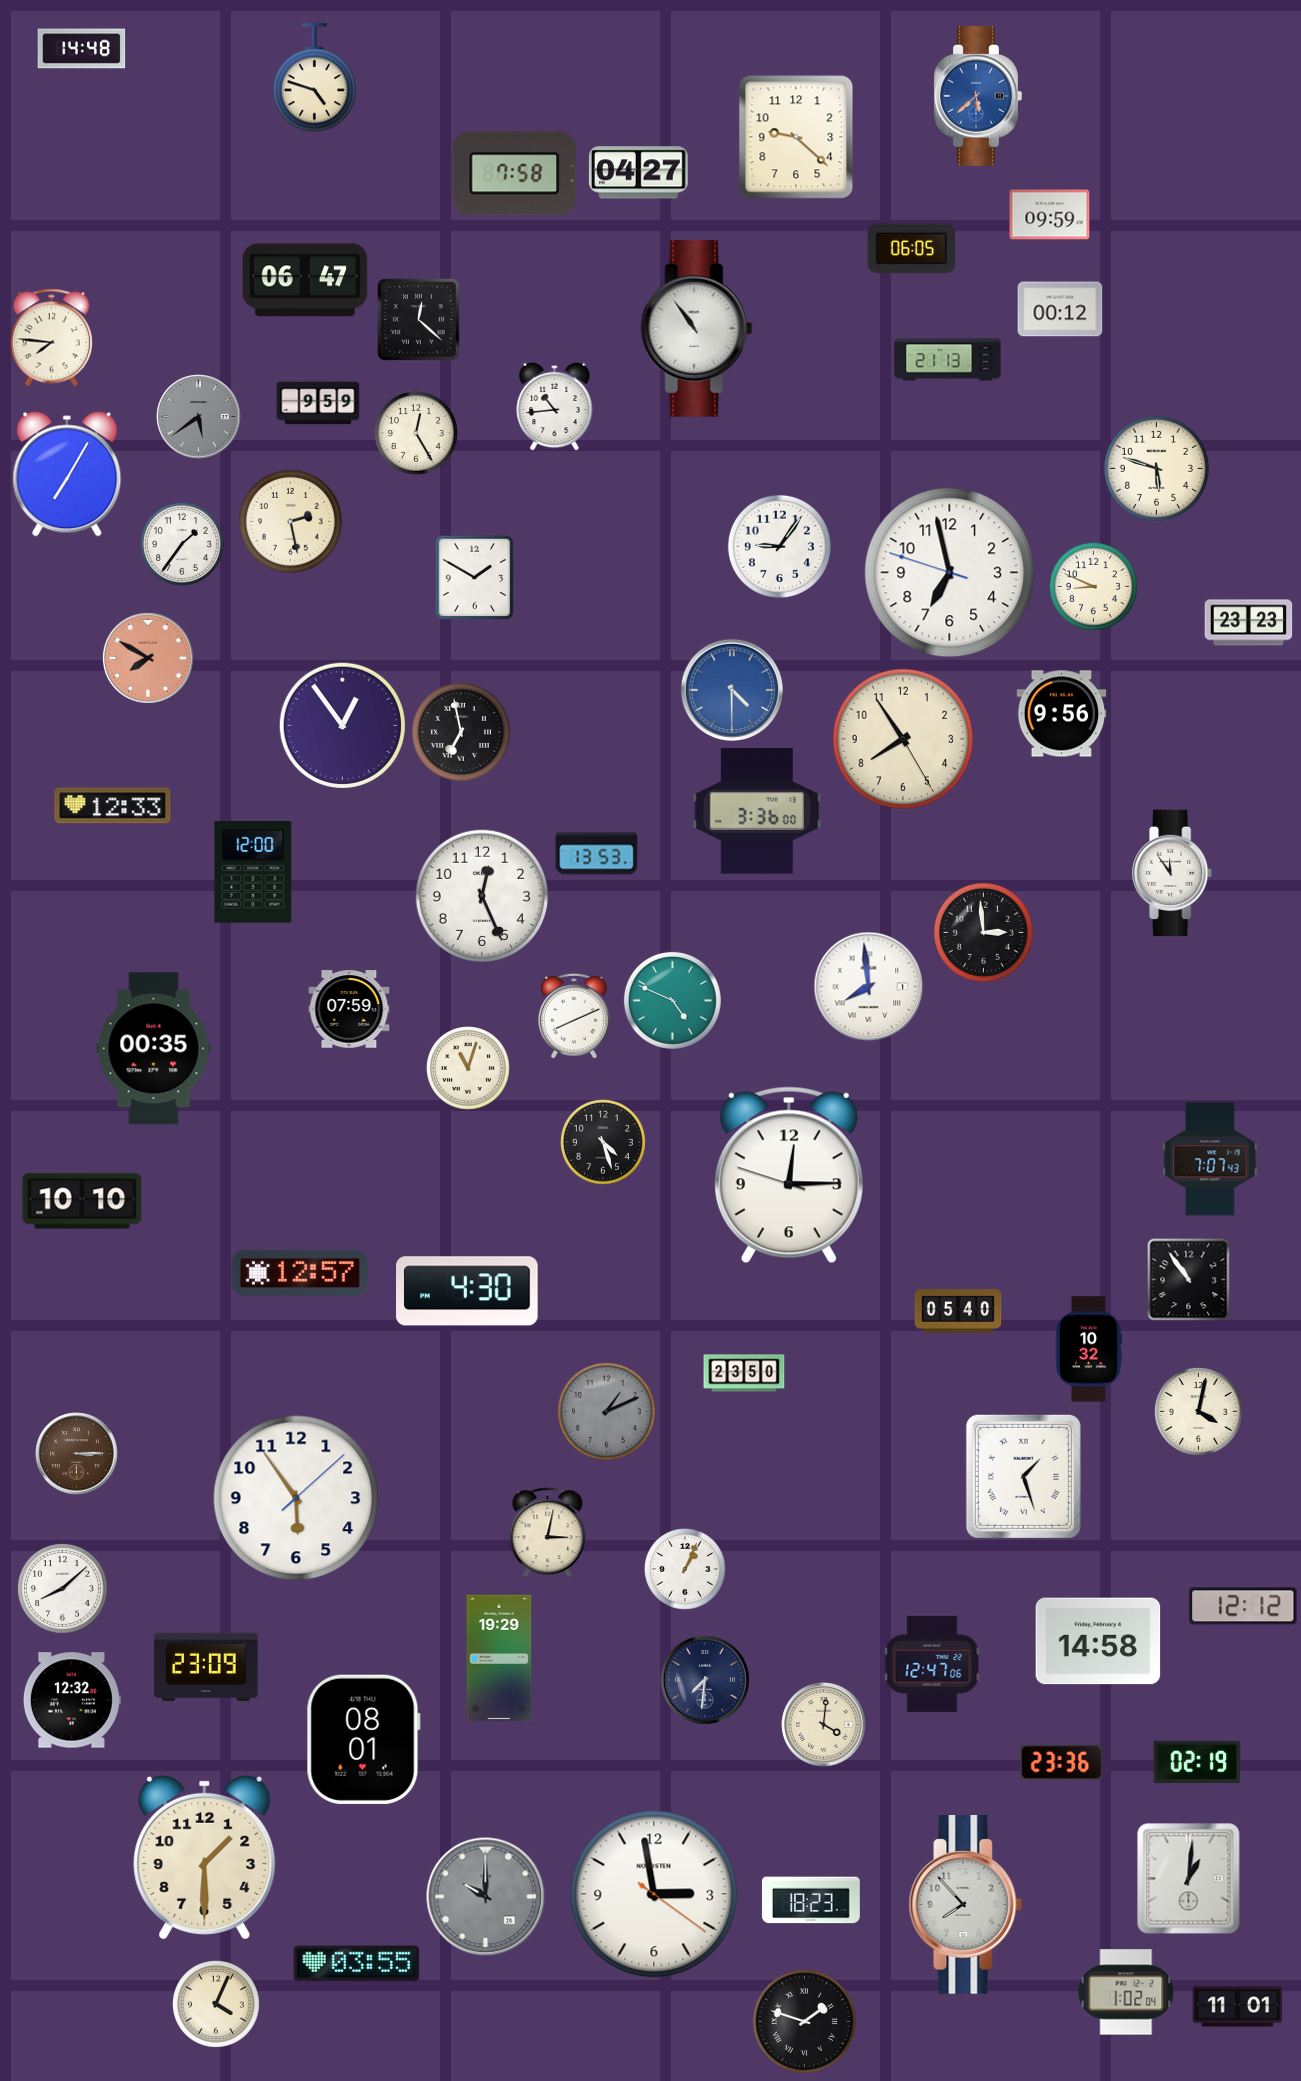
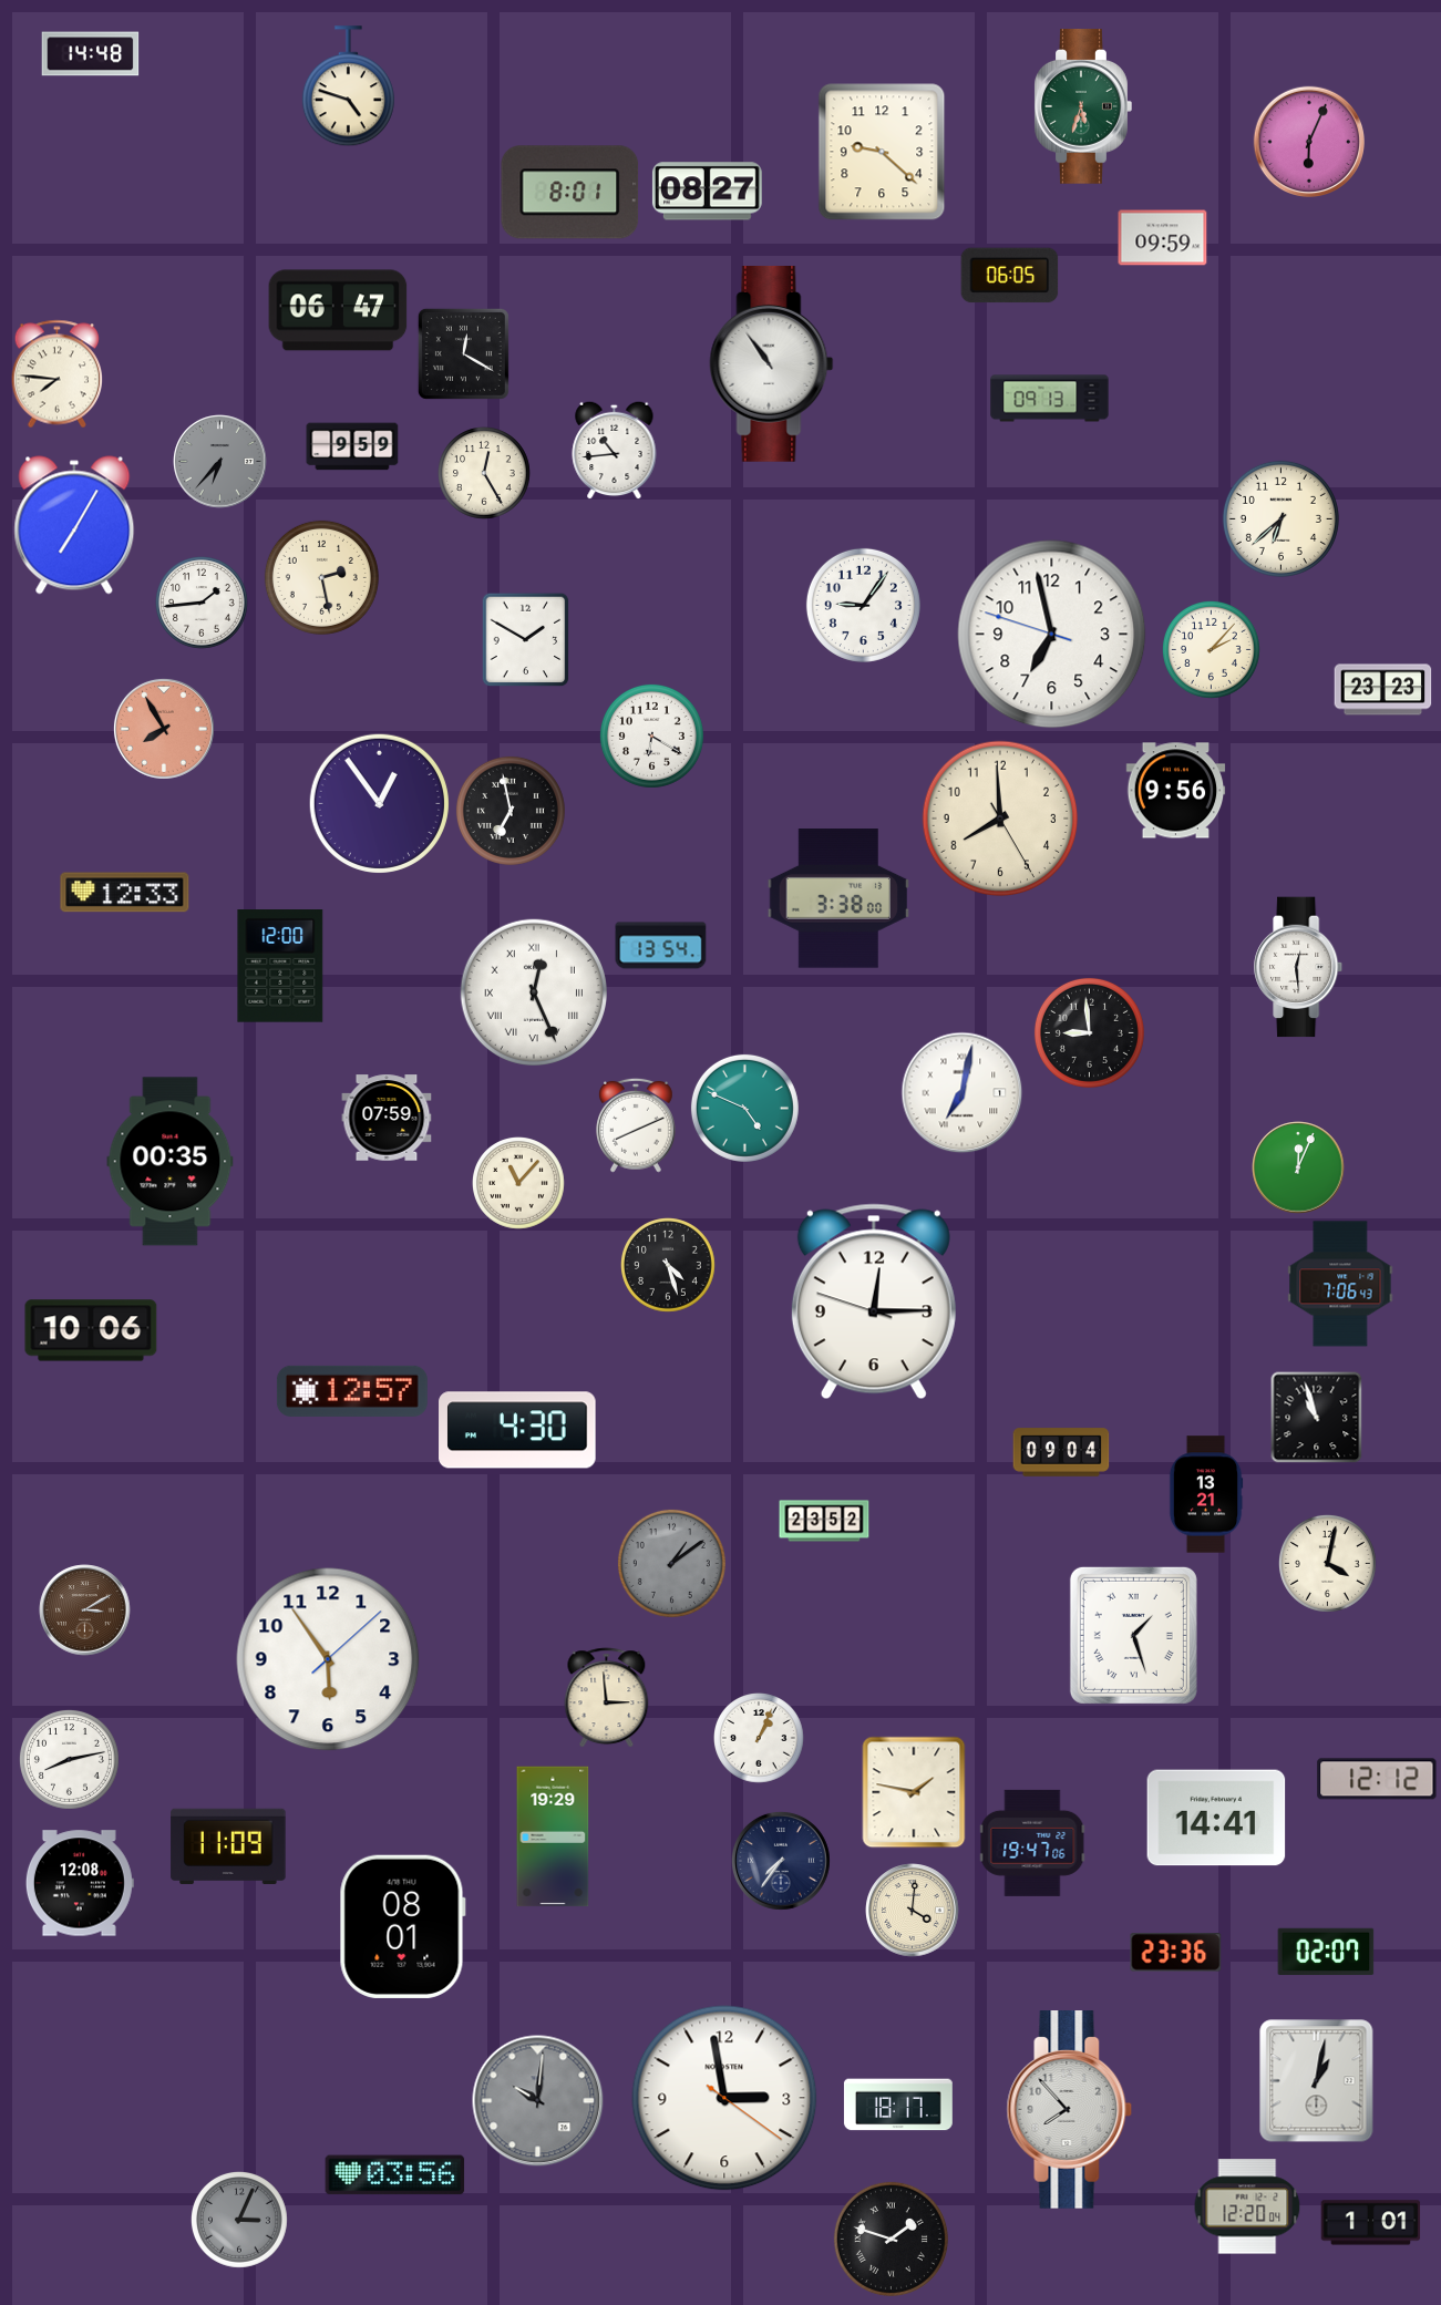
clock at (978, 96): 5:38 -> 5:33
clock at (978, 96) dial: blue -> green
clock at (1308, 141): none -> 6:04
clock at (638, 173): 04:27 -> 08:27
clock at (515, 174): 7:58 -> 8:01
clock at (1060, 309): 00:12 -> none
clock at (418, 319): 12:22 -> 12:20
clock at (948, 360): 21:13 -> 09:13
clock at (199, 417): 5:39 -> 6:37
clock at (417, 434) position: (417, 434) -> (485, 474)
clock at (1156, 468): 5:48 -> 6:38
clock at (183, 545): 1:36 -> 1:44
clock at (1093, 586): 8:49 -> 2:07
clock at (148, 658): 7:50 -> 7:55
clock at (651, 735): none -> 6:20
clock at (732, 690): 4:30 -> none
clock at (903, 739): 7:54 -> 7:59
clock at (756, 811): 3:36 -> 3:38
clock at (597, 854): 13:53 -> 13:54
clock at (1173, 873): 11:54 -> 12:29
clock at (481, 895) numerals: Arabic -> Roman
clock at (983, 932): 2:59 -> 8:59
clock at (869, 987): 7:59 -> 7:02
clock at (1298, 1167): none -> 12:04
clock at (469, 1069): 11:03 -> 11:07
clock at (1210, 1159): 7:07 -> 7:06
clock at (82, 1201): 10:10 -> 10:06
clock at (300, 1273) position: (300, 1273) -> (352, 1391)
clock at (1188, 1279): 10:54 -> 10:57
clock at (958, 1311): 05:40 -> 09:04
clock at (1089, 1349): 10:32 -> 13:21
clock at (744, 1373): 23:50 -> 23:52
clock at (606, 1411): 1:11 -> 1:09
clock at (77, 1454): 3:15 -> 3:10
clock at (548, 1533): 3:02 -> 2:59
clock at (62, 1588): 8:08 -> 8:13
clock at (914, 1792): none -> 1:47
clock at (1098, 1641): 14:58 -> 14:41
clock at (932, 1664): 12:47 -> 19:47
clock at (206, 1667): 23:09 -> 11:09
clock at (705, 1680): 7:31 -> 7:36
clock at (72, 1700): 12:32 -> 12:08
clock at (1197, 1762): 02:19 -> 02:07
clock at (205, 1857): 1:30 -> none
clock at (1189, 1879): 1:01 -> 1:02
clock at (486, 1897): 10:00 -> 10:01
clock at (811, 1900): 18:23 -> 18:17
clock at (357, 1964): 03:55 -> 03:56
clock at (1126, 1992): 1:02 -> 12:20
clock at (216, 2004): 4:04 -> 3:04
clock at (216, 2004) dial: cream -> grey
clock at (1238, 2007): 11:01 -> 1:01
